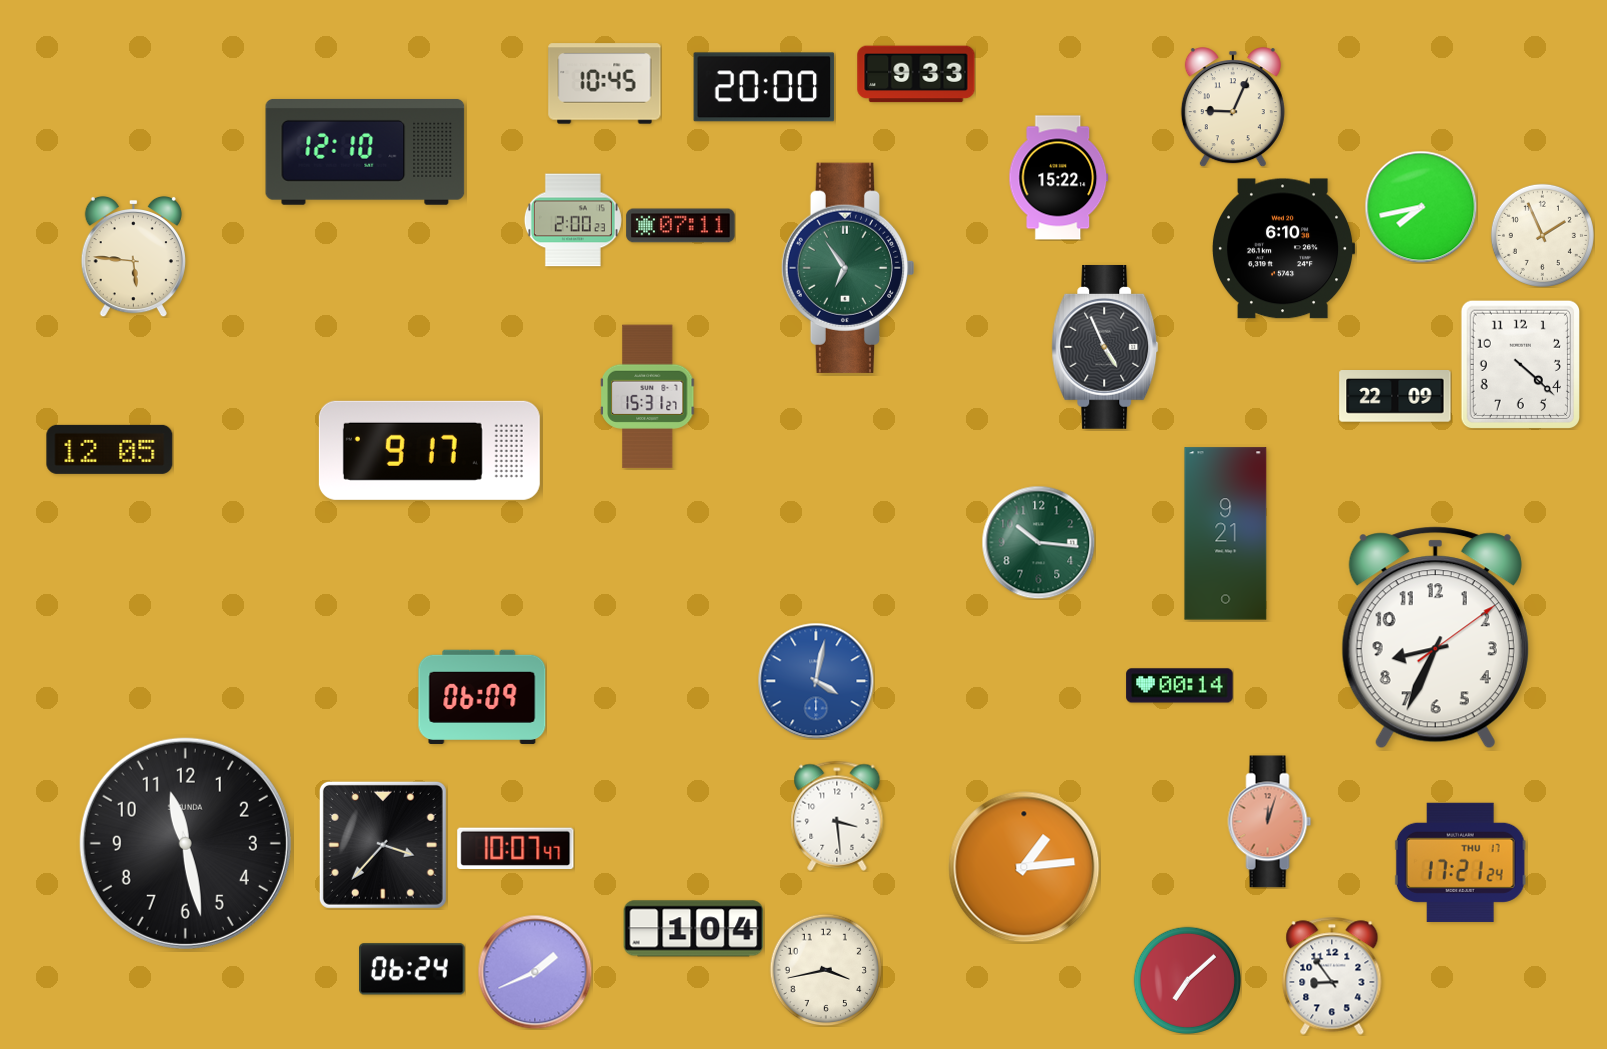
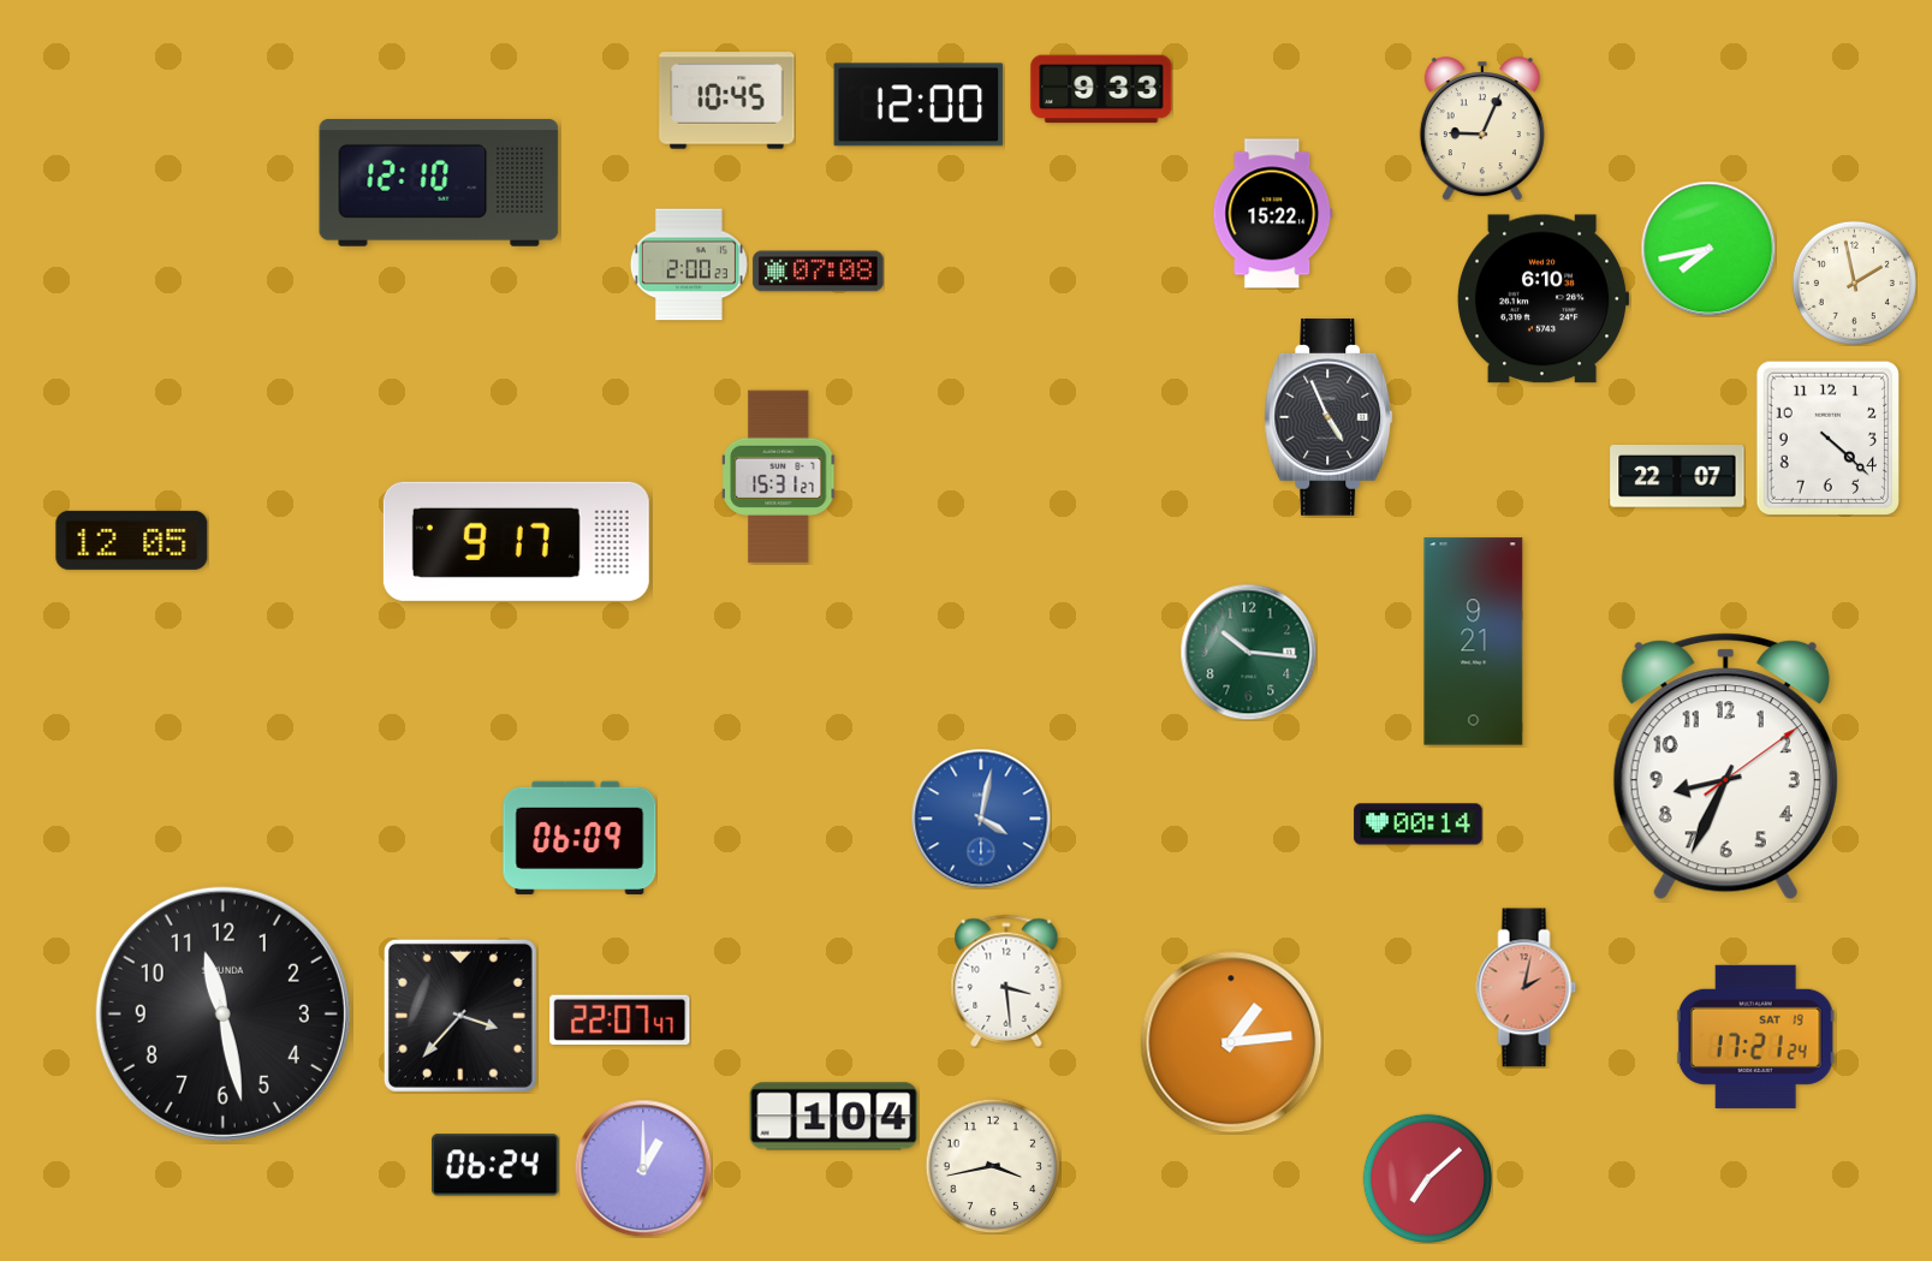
clock at (764, 87): 20:00 -> 12:00
clock at (681, 226): 07:11 -> 07:08
clock at (1542, 235): 1:56 -> 1:58
clock at (133, 256): 5:46 -> none
clock at (847, 268): 6:54 -> none
clock at (1395, 397): 22:09 -> 22:07
clock at (1270, 822): 12:03 -> 2:02
clock at (516, 849): 10:07 -> 22:07
clock at (1460, 862) date: THU 17 -> SAT 19
clock at (535, 972): 1:41 -> 1:00
clock at (1332, 976): 8:54 -> none
